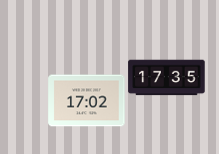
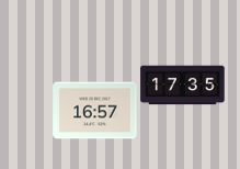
clock at (87, 101): 17:02 -> 16:57
